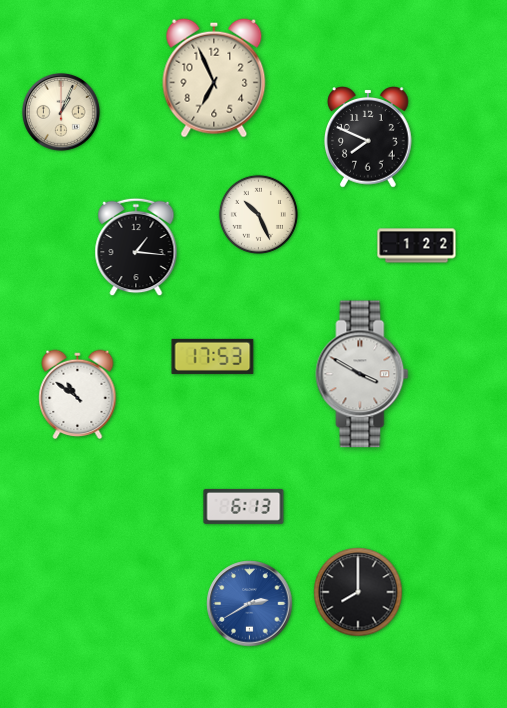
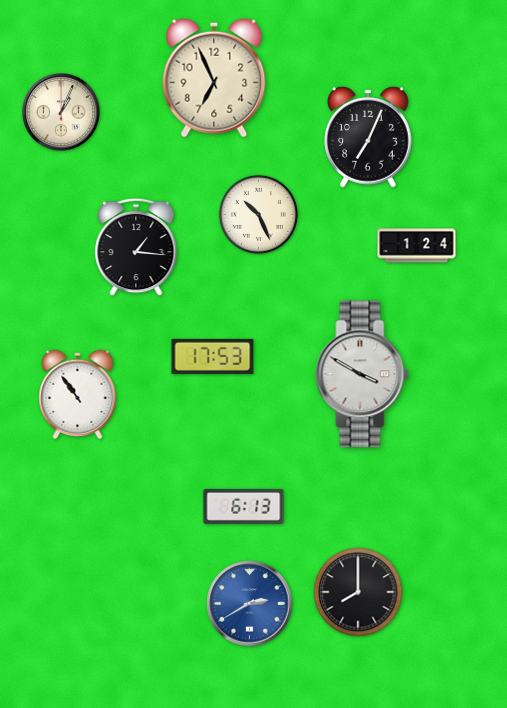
clock at (368, 137): 7:49 -> 7:04
clock at (417, 246): 1:22 -> 1:24
clock at (78, 395): 10:51 -> 10:54
